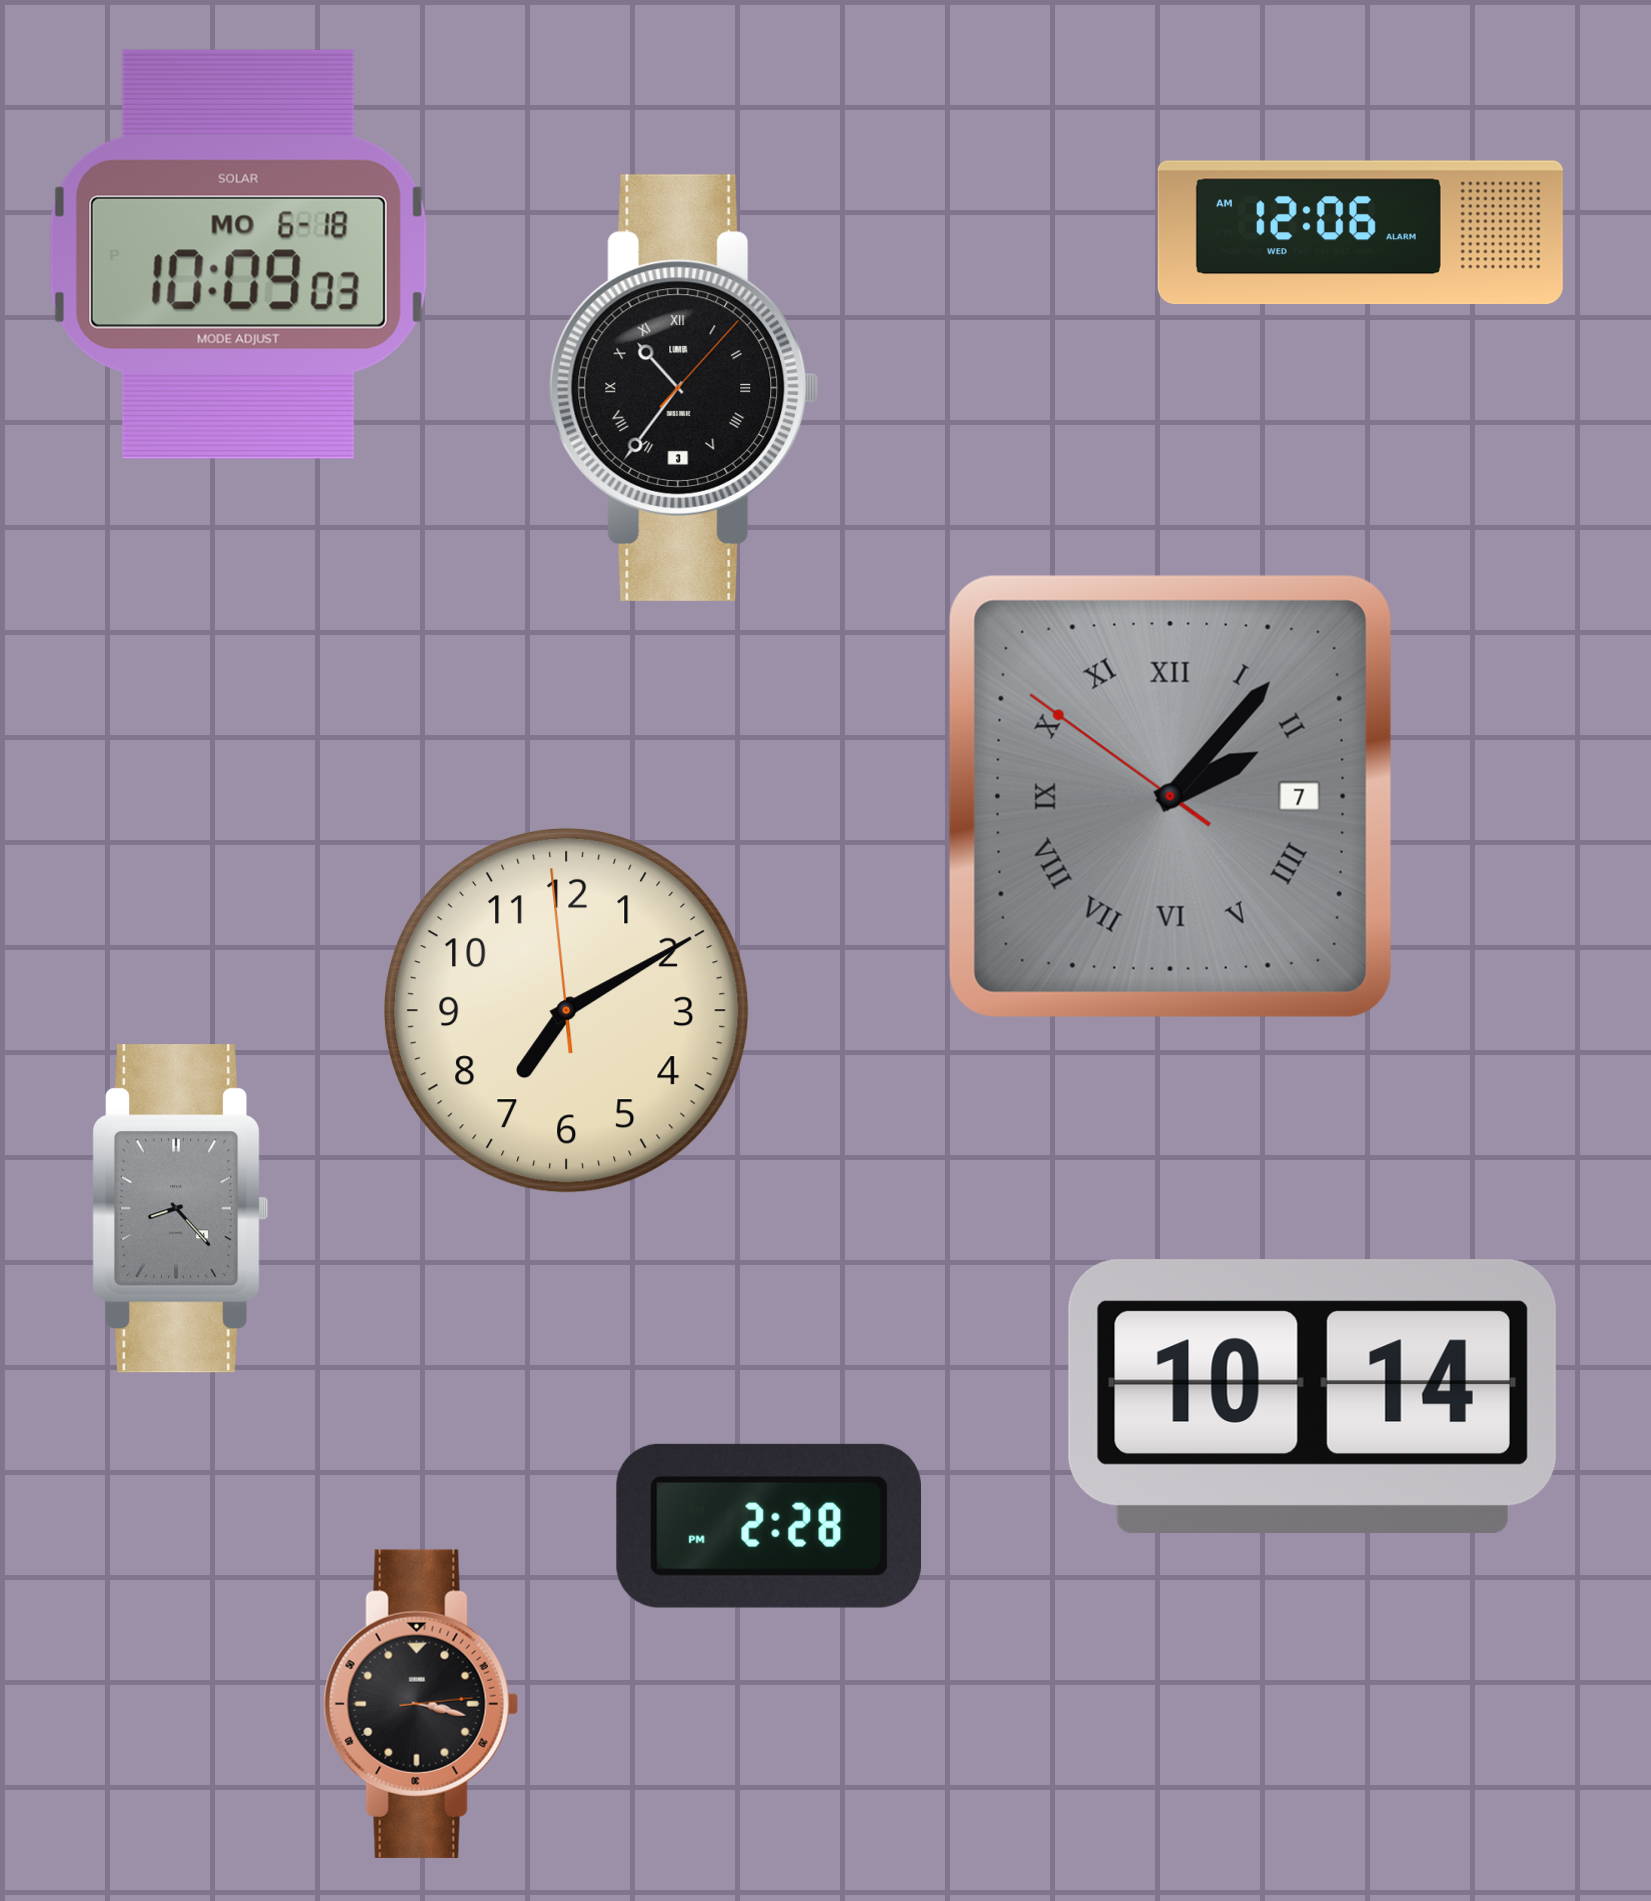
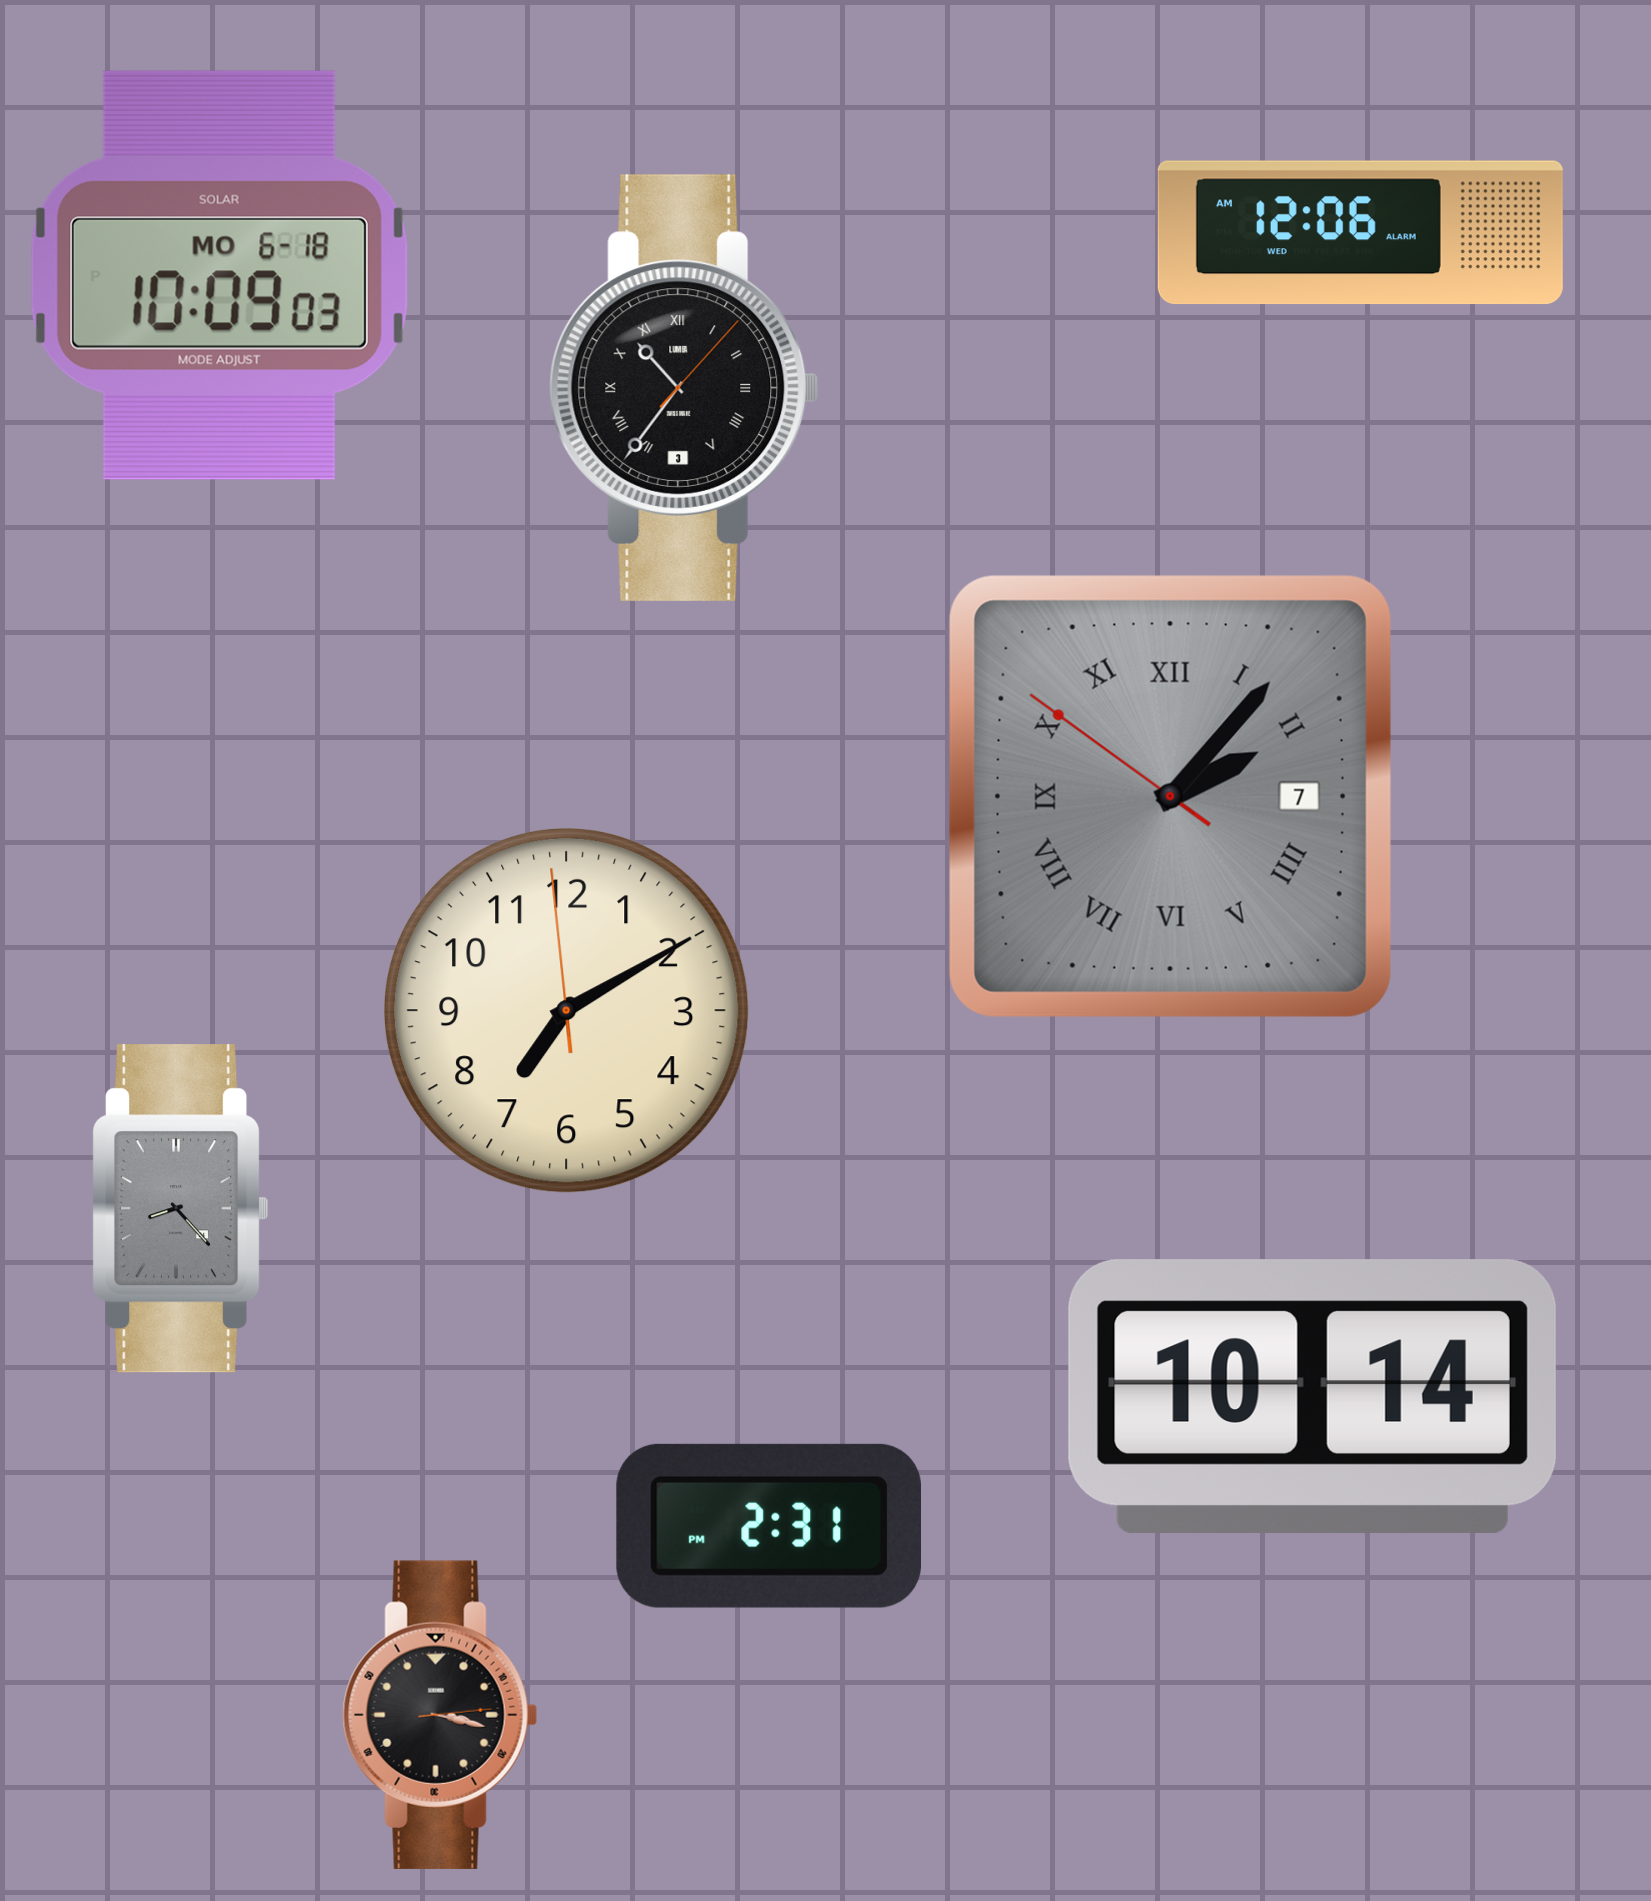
clock at (238, 254) position: (238, 254) -> (219, 275)
clock at (768, 1526): 2:28 -> 2:31
clock at (421, 1704) position: (421, 1704) -> (440, 1715)
